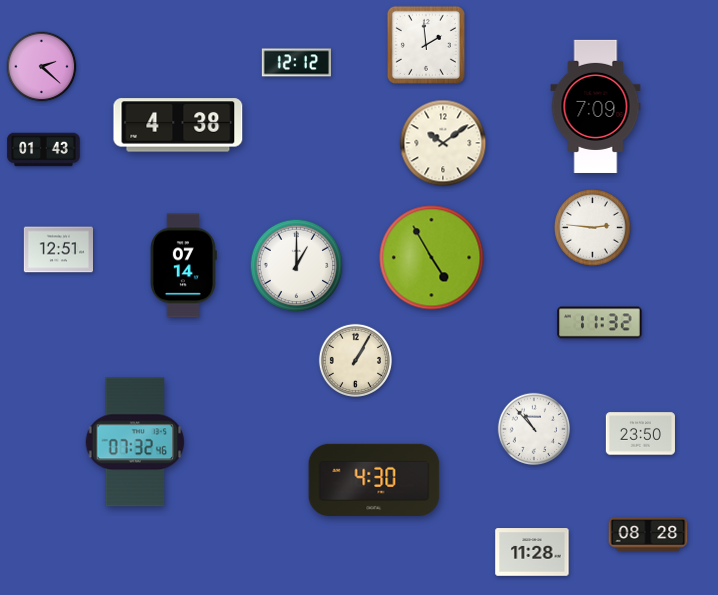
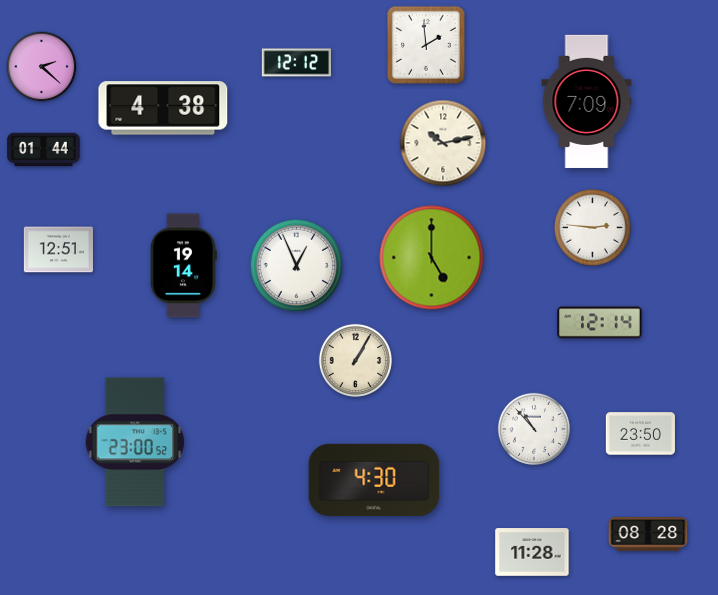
clock at (596, 106) position: (596, 106) -> (587, 101)
clock at (178, 125) position: (178, 125) -> (163, 108)
clock at (443, 143): 10:09 -> 10:13
clock at (44, 150): 01:43 -> 01:44
clock at (432, 258): 4:55 -> 5:00
clock at (183, 266): 07:14 -> 19:14
clock at (297, 266): 1:00 -> 12:56
clock at (600, 323): 11:32 -> 12:14
clock at (135, 442): 07:32 -> 23:00
